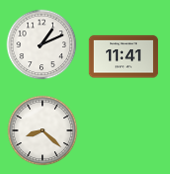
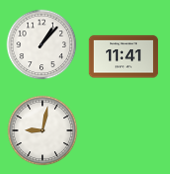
clock at (42, 45): 1:11 -> 1:07
clock at (43, 131): 8:22 -> 9:02
